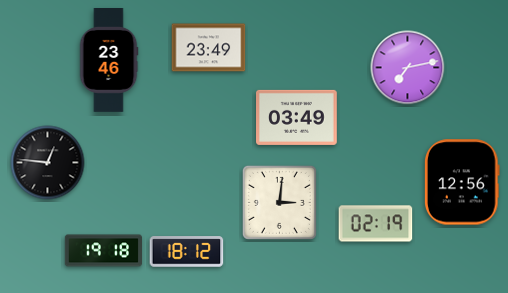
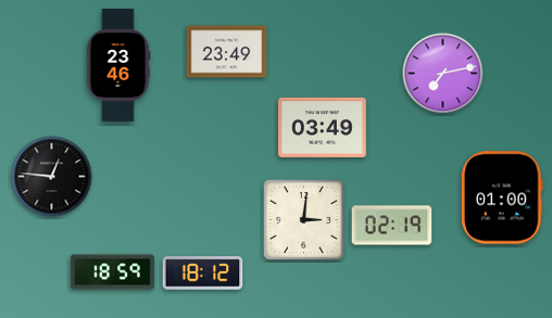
clock at (462, 182): 12:56 -> 01:00
clock at (376, 224) position: (376, 224) -> (392, 226)
clock at (103, 251): 19:18 -> 18:59
